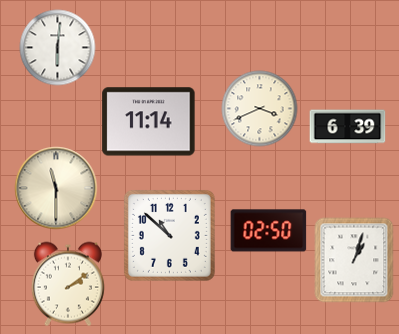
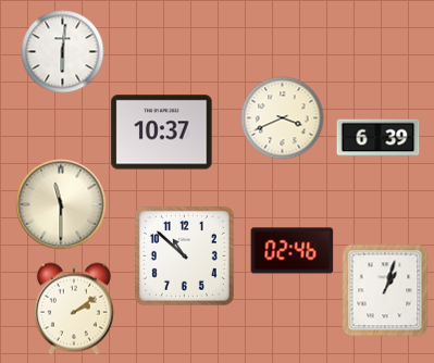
clock at (149, 122): 11:14 -> 10:37
clock at (269, 231): 02:50 -> 02:46
clock at (354, 260) position: (354, 260) -> (385, 290)
